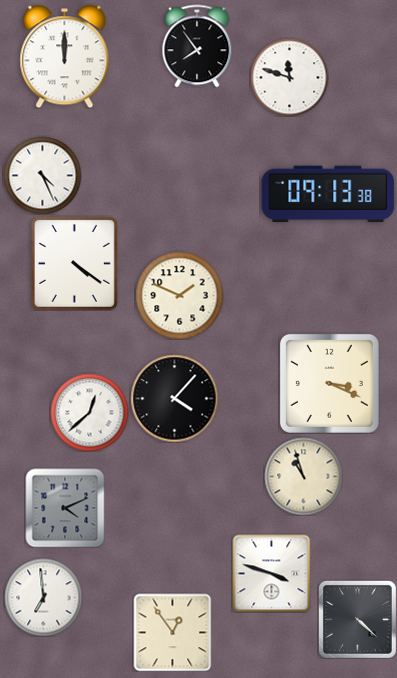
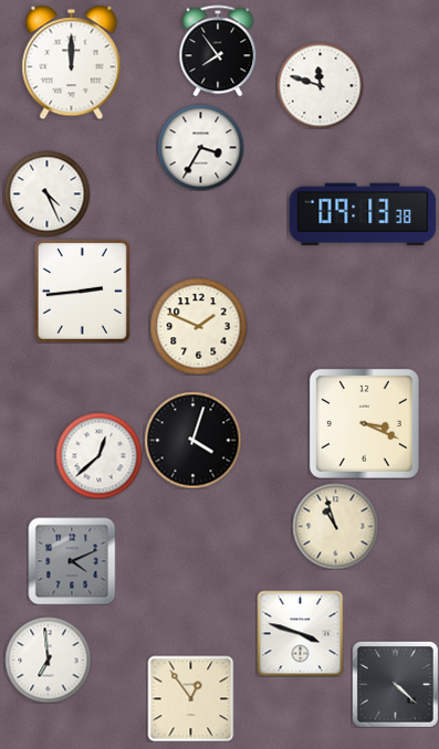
clock at (200, 147): none -> 3:35
clock at (74, 263): 4:21 -> 2:44
clock at (174, 398): 4:07 -> 4:03
